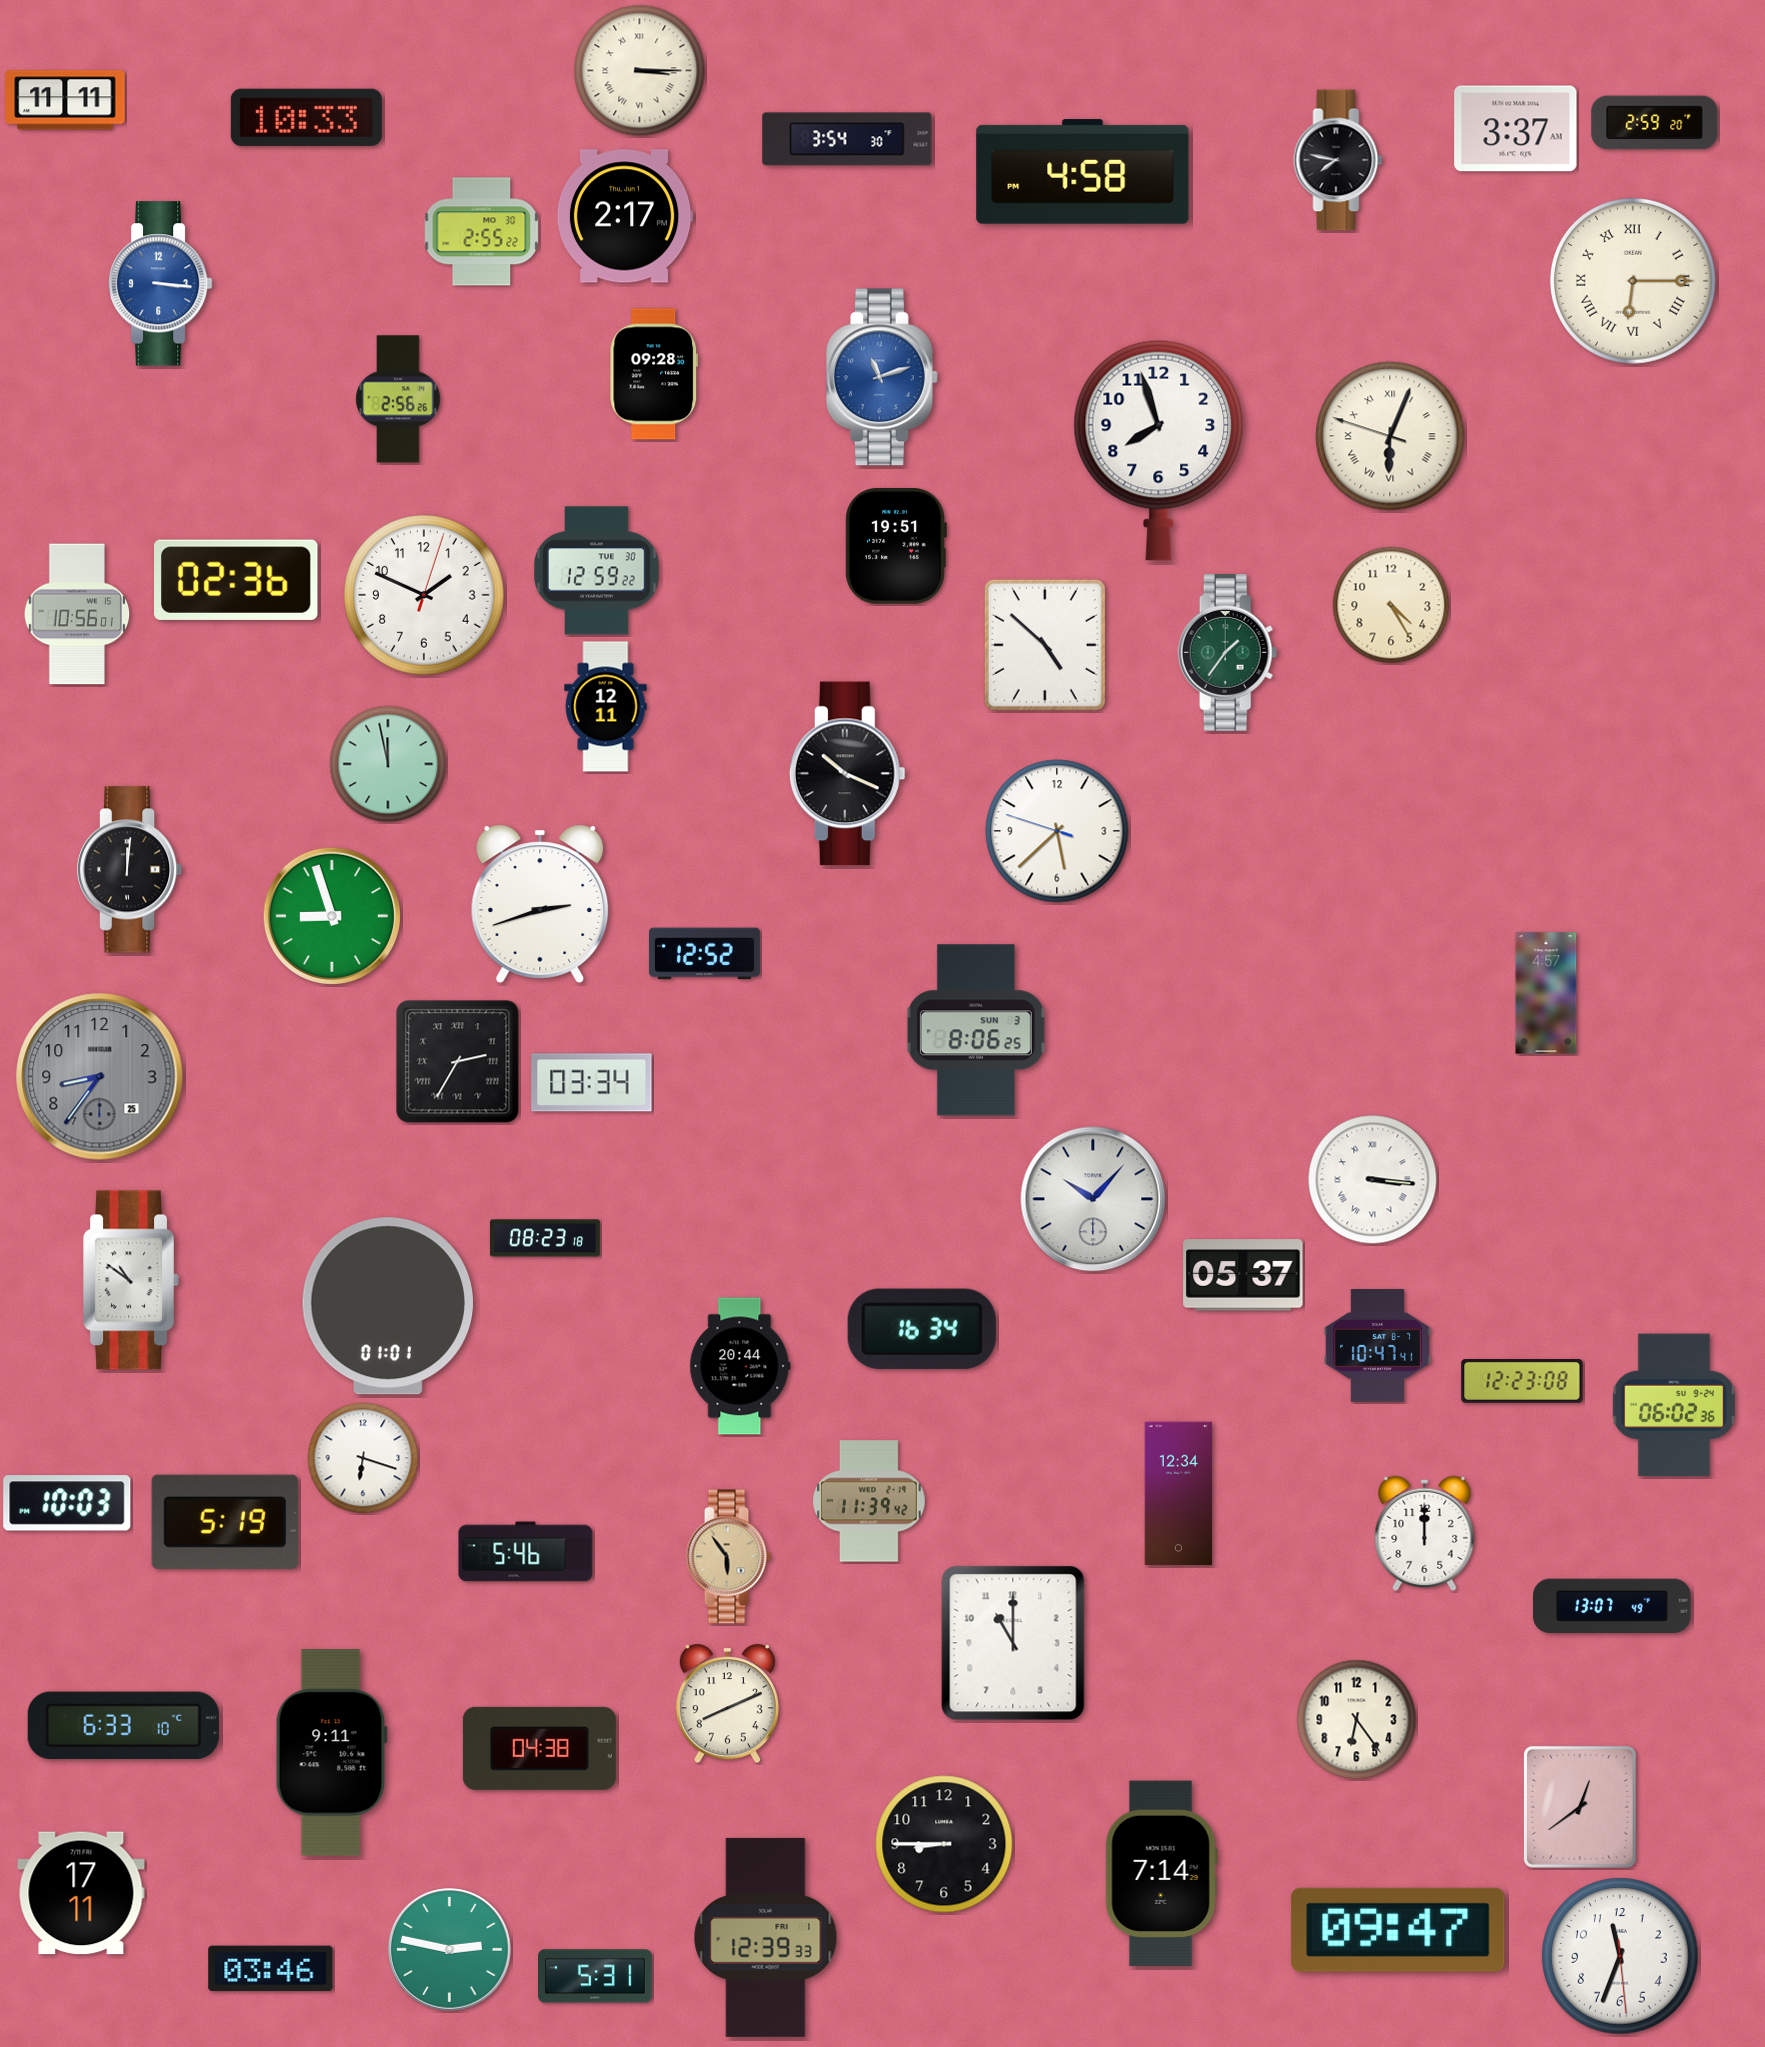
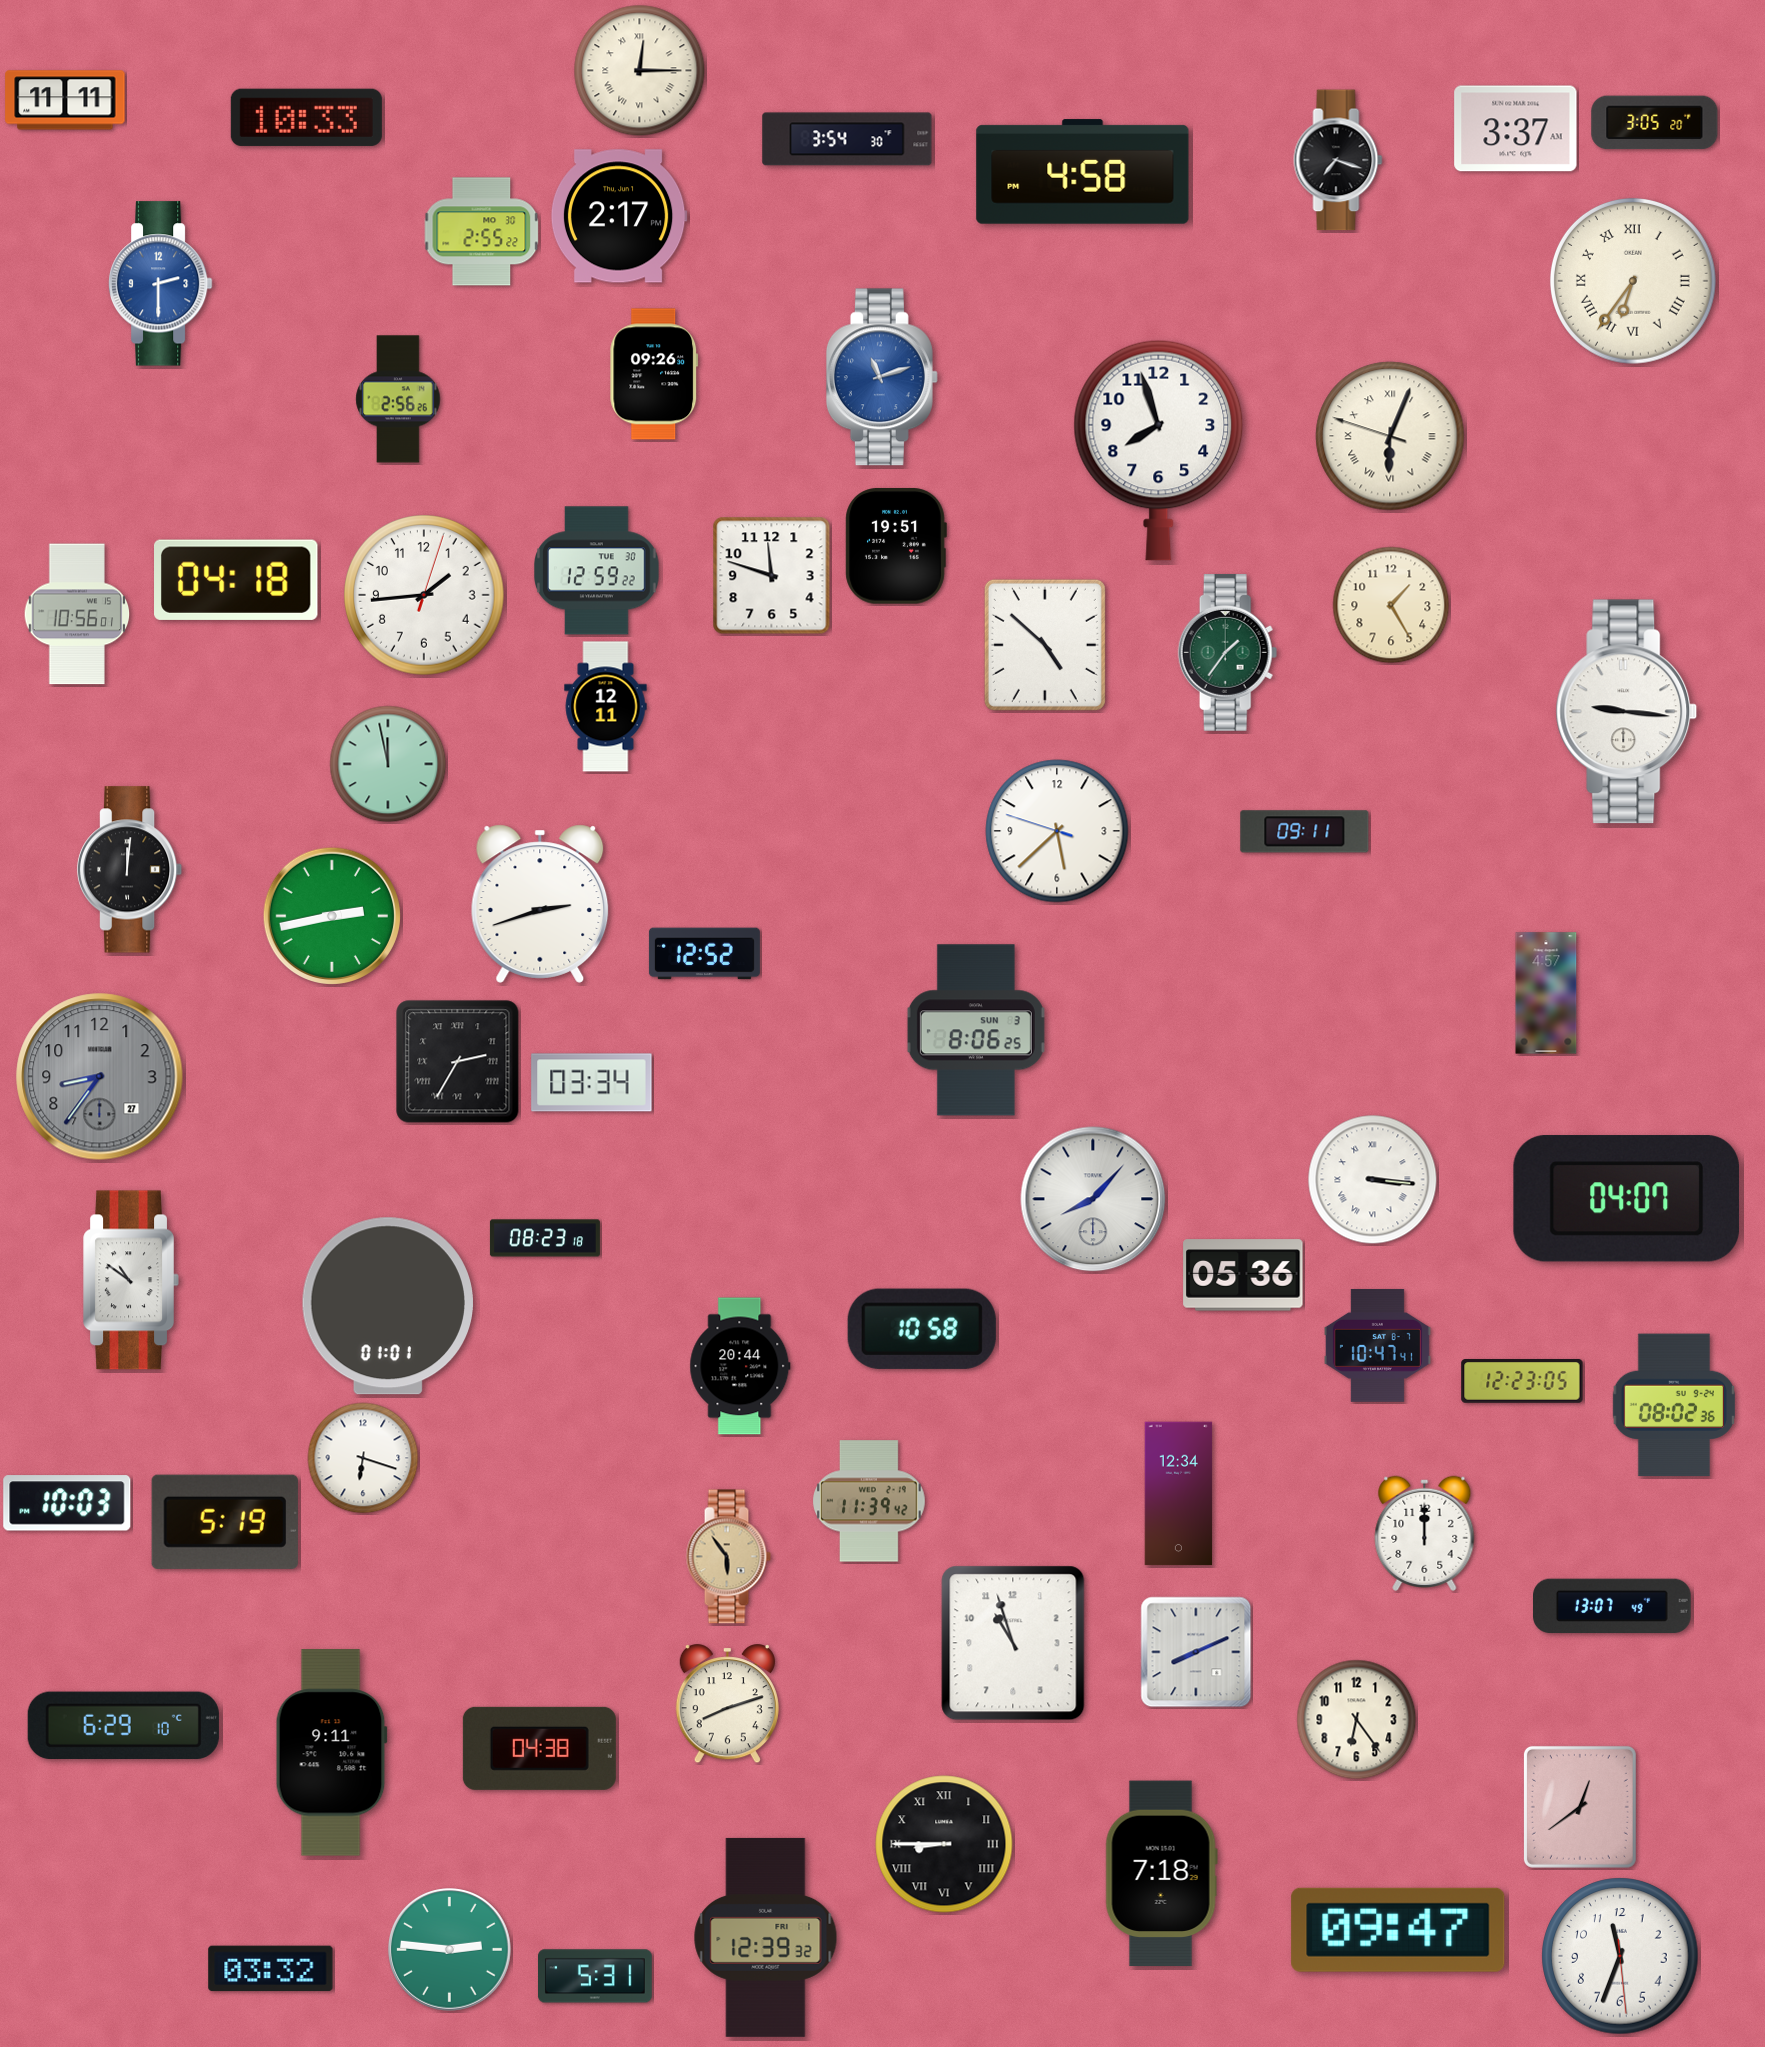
clock at (640, 71): 3:15 -> 12:15
clock at (1655, 123): 2:59 -> 3:05
clock at (1338, 160): 7:47 -> 7:18
clock at (625, 216) position: (625, 216) -> (619, 216)
clock at (1633, 281): 6:15 -> 6:36
clock at (160, 284): 3:16 -> 2:30
clock at (654, 374): 09:28 -> 09:26
clock at (772, 576): none -> 11:48
clock at (236, 580): 02:36 -> 04:18
clock at (424, 595): 1:49 -> 1:44
clock at (1391, 605): 4:25 -> 1:25
clock at (1627, 712): none -> 9:16
clock at (847, 774): 10:19 -> none
clock at (1305, 832): none -> 09:11
clock at (331, 915): 8:57 -> 2:43
clock at (100, 1077) date: 25 -> 27
clock at (1093, 1199): 10:07 -> 8:07
clock at (1626, 1199): none -> 04:07
clock at (1243, 1275): 05:37 -> 05:36
clock at (922, 1329): 16:34 -> 10:58
clock at (1522, 1382): 12:23:08 -> 12:23:05
clock at (1674, 1405): 06:02 -> 08:02
clock at (526, 1552): 5:46 -> none
clock at (1013, 1643): 11:00 -> 10:57
clock at (1196, 1652): none -> 8:11
clock at (727, 1704): 8:11 -> 8:12
clock at (123, 1725): 6:33 -> 6:29
clock at (944, 1844) numerals: Arabic -> Roman
clock at (1161, 1874): 7:14 -> 7:18
clock at (81, 1893): 17:11 -> none
clock at (766, 1937): 12:39:33 -> 12:39:32
clock at (450, 1950): 2:47 -> 2:46
clock at (271, 1969): 03:46 -> 03:32
